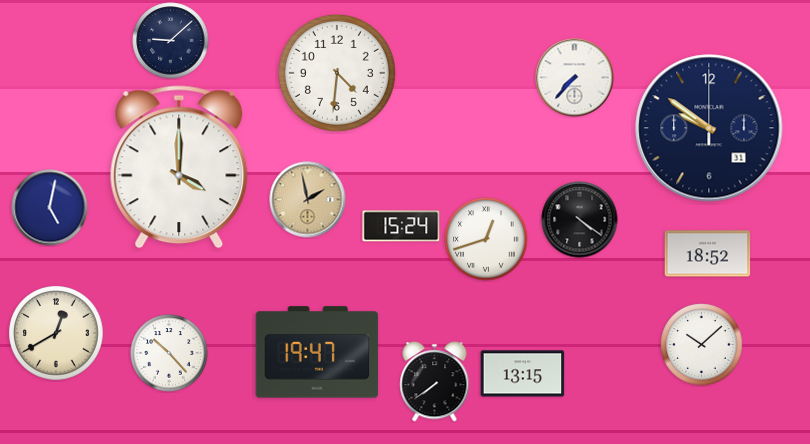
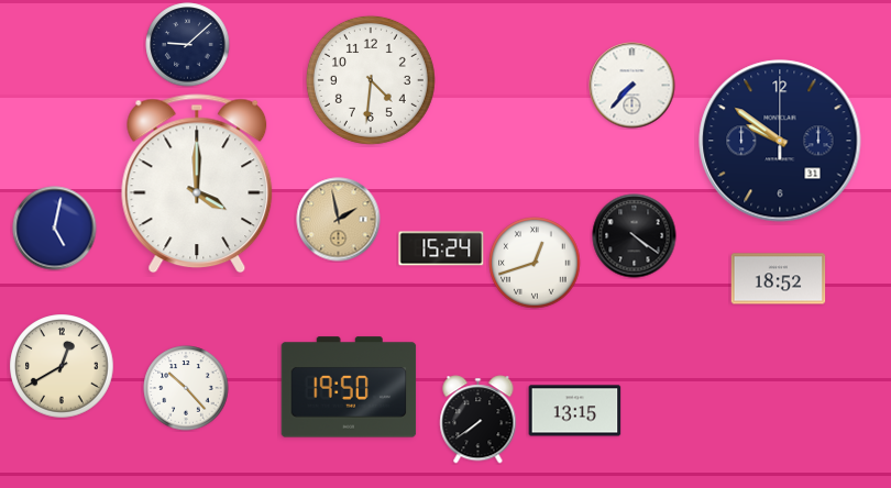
clock at (580, 220) position: (580, 220) -> (635, 236)
clock at (702, 345): 10:08 -> none
clock at (317, 352): 19:47 -> 19:50
